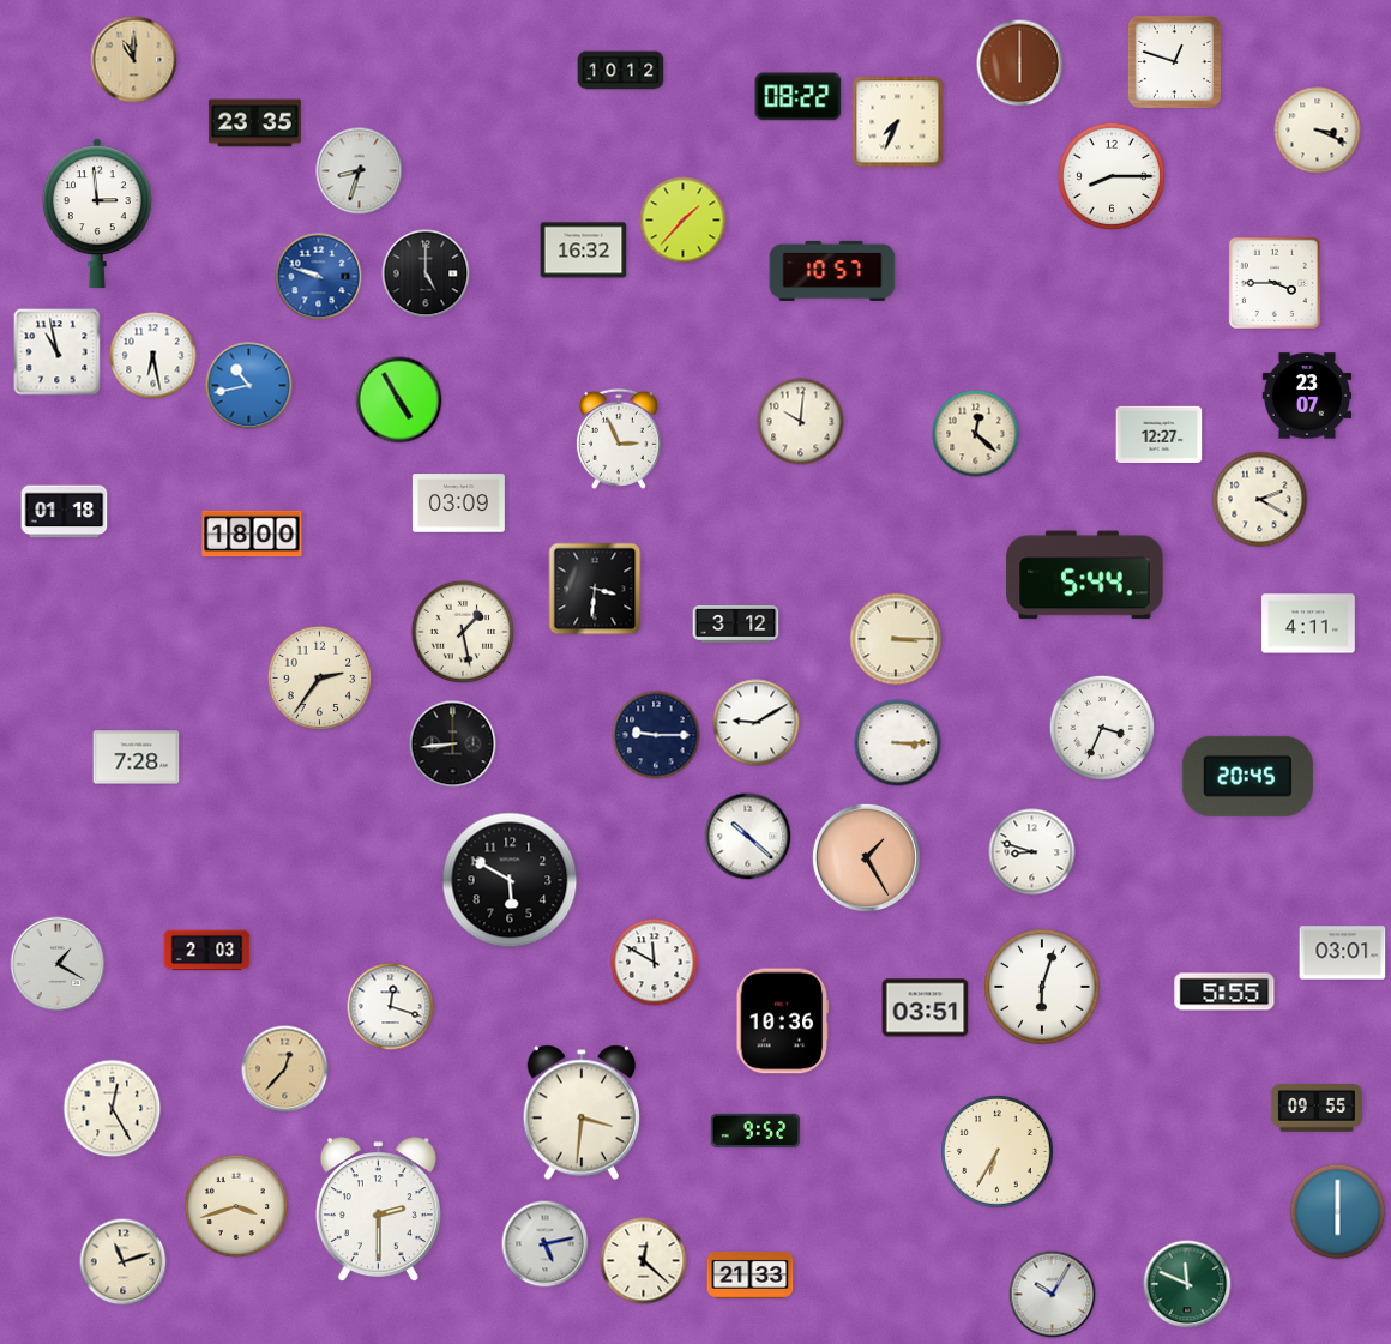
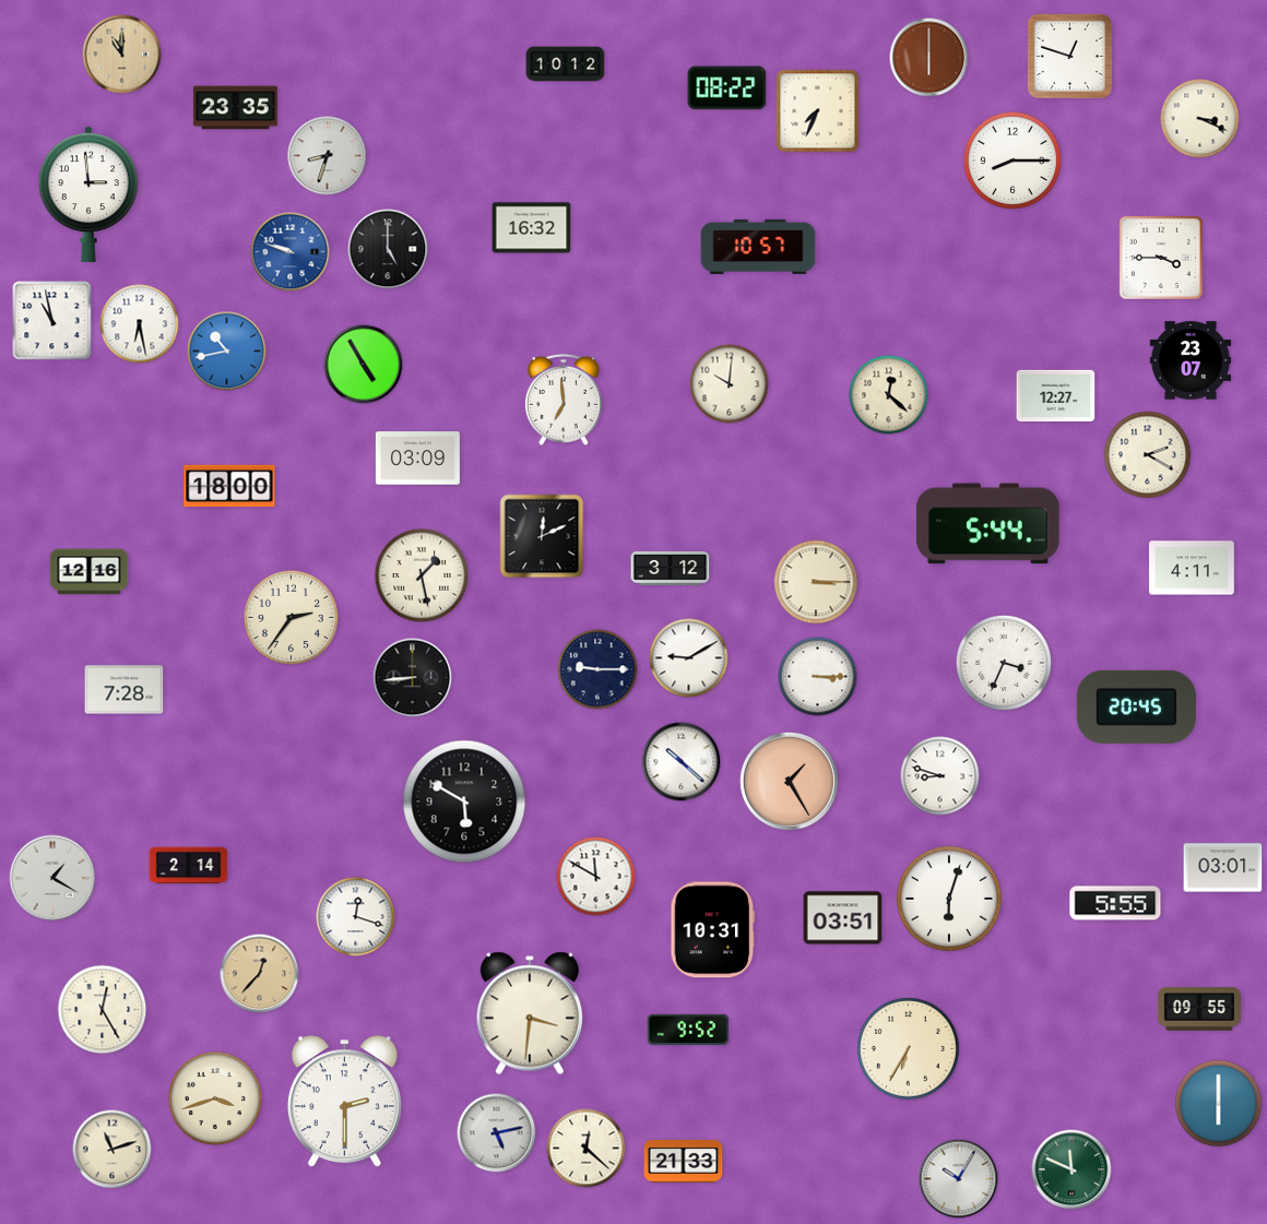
clock at (254, 123) position: (254, 123) -> (235, 108)
clock at (684, 221): 1:37 -> none
clock at (619, 439): 2:56 -> 6:59
clock at (65, 512): 01:18 -> none
clock at (595, 589): 3:31 -> 12:11
clock at (90, 572): none -> 12:16
clock at (207, 951): 2:03 -> 2:14
clock at (783, 1021): 10:36 -> 10:31
clock at (1187, 1284) position: (1187, 1284) -> (1071, 1169)
